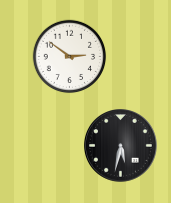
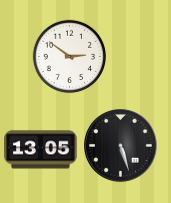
clock at (121, 146): 5:32 -> 5:27
clock at (41, 150): none -> 13:05
